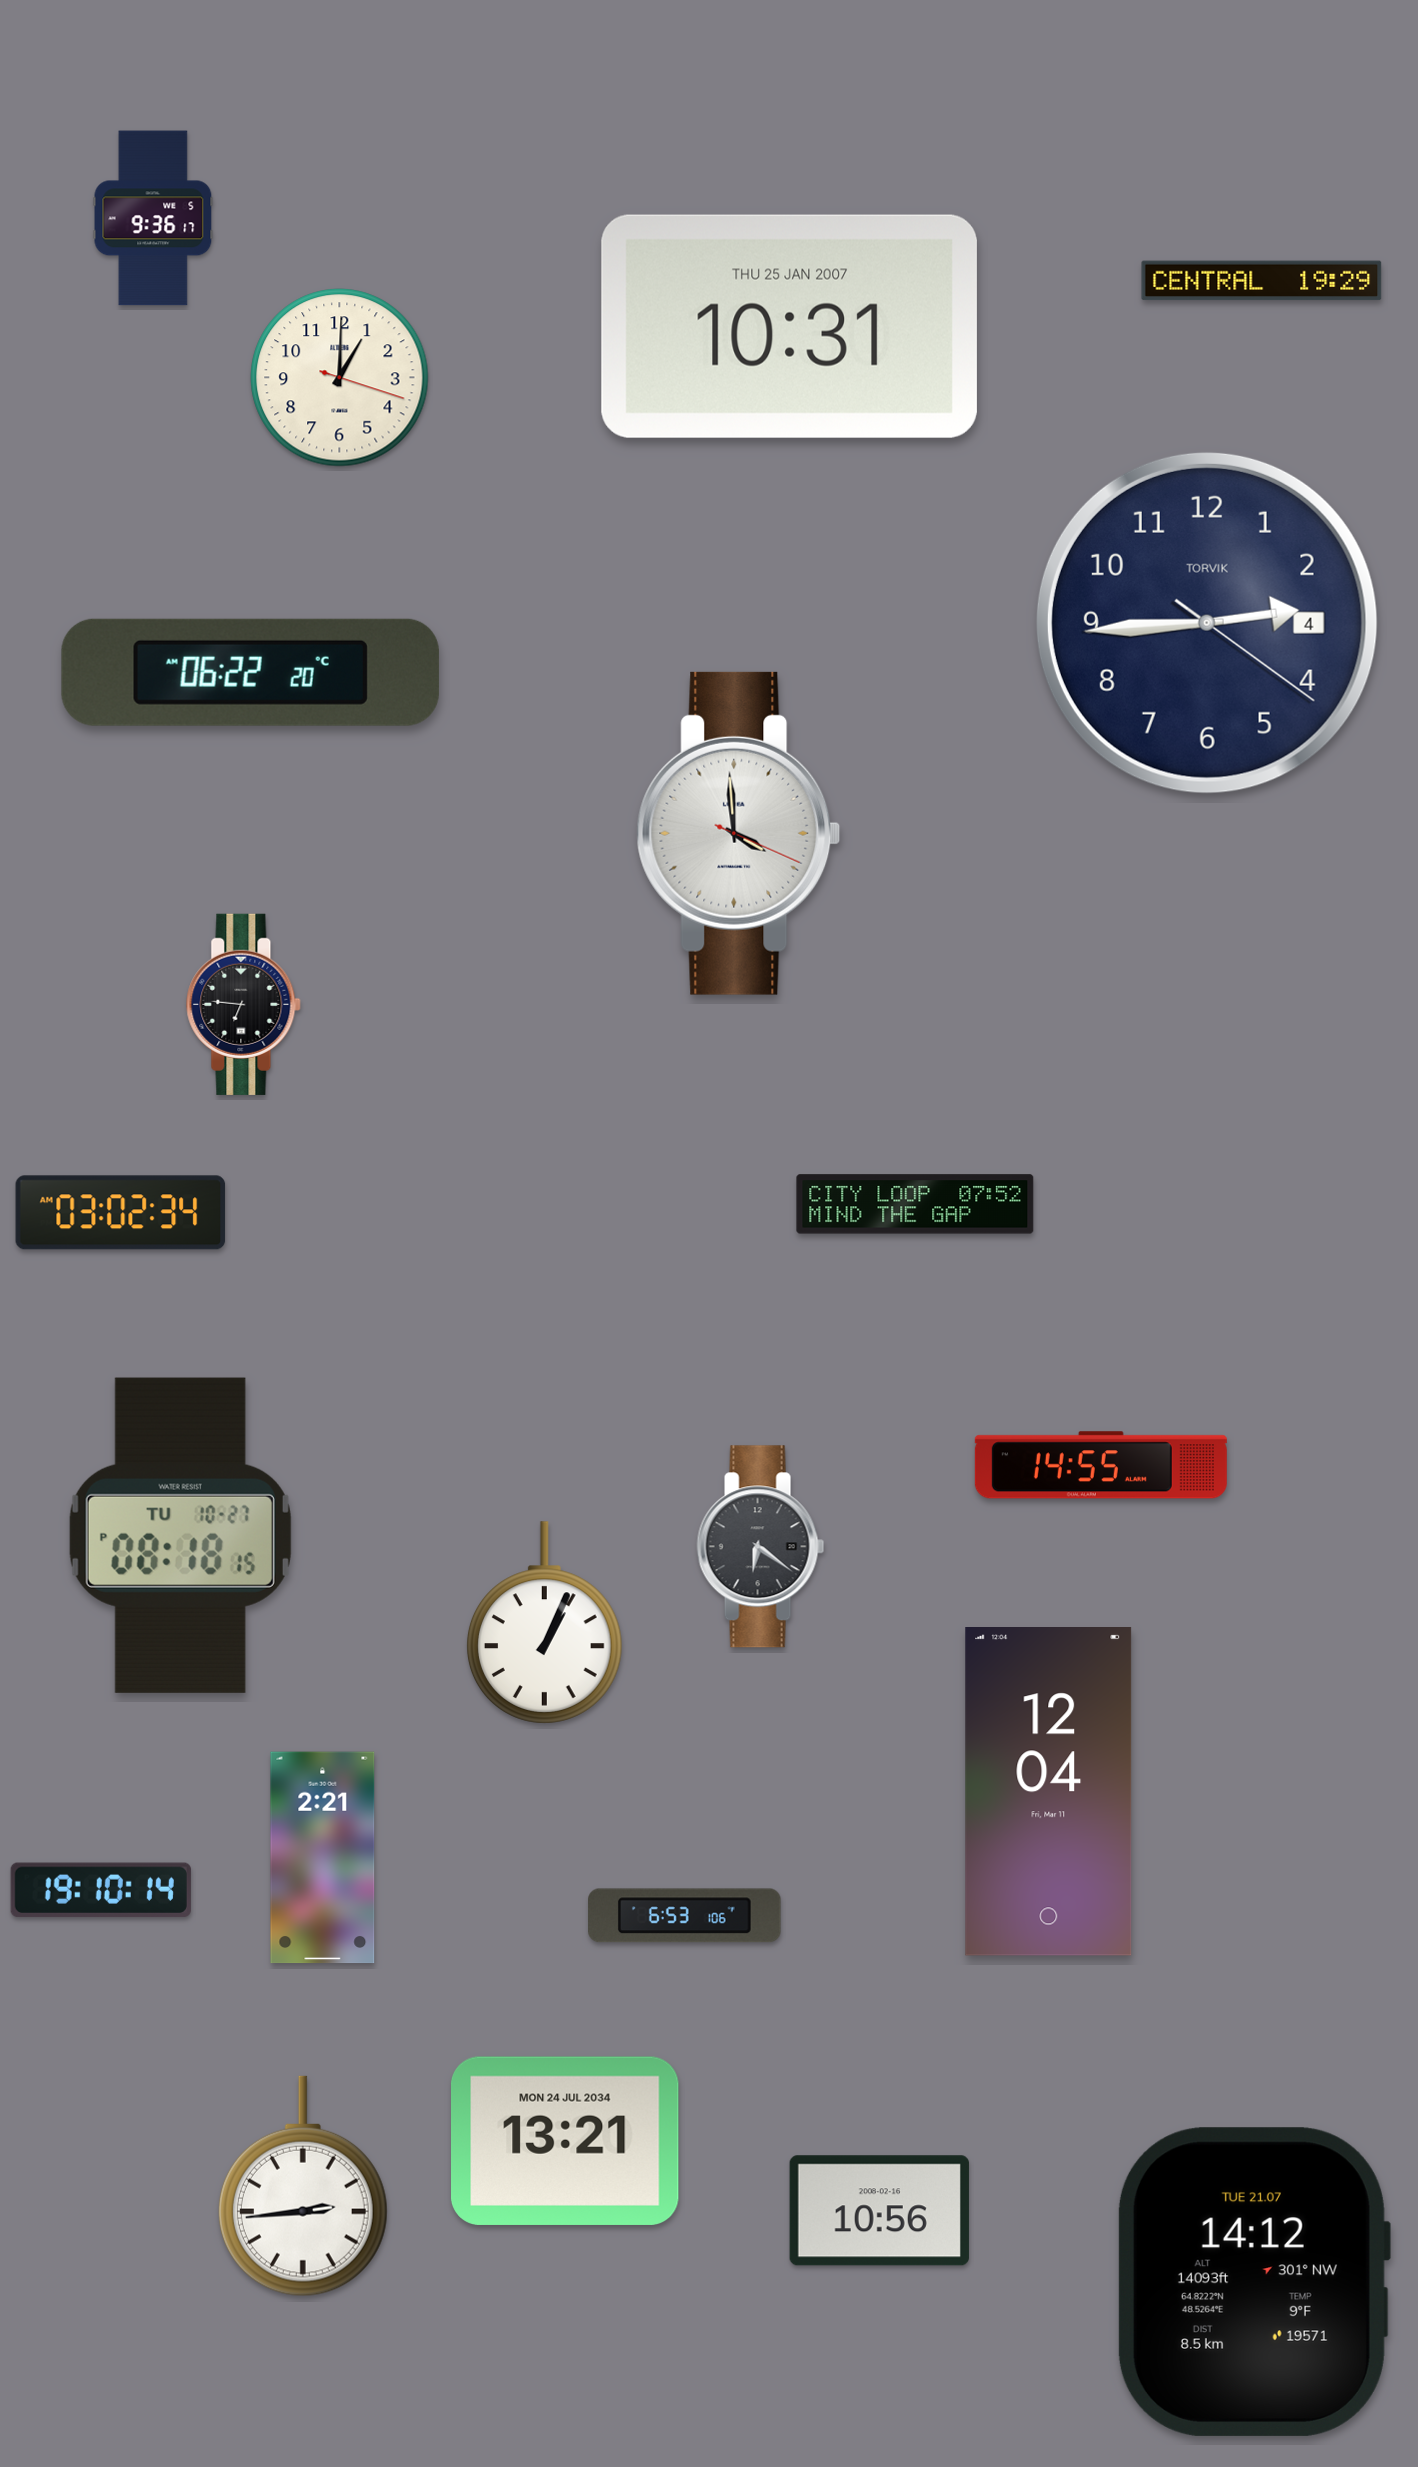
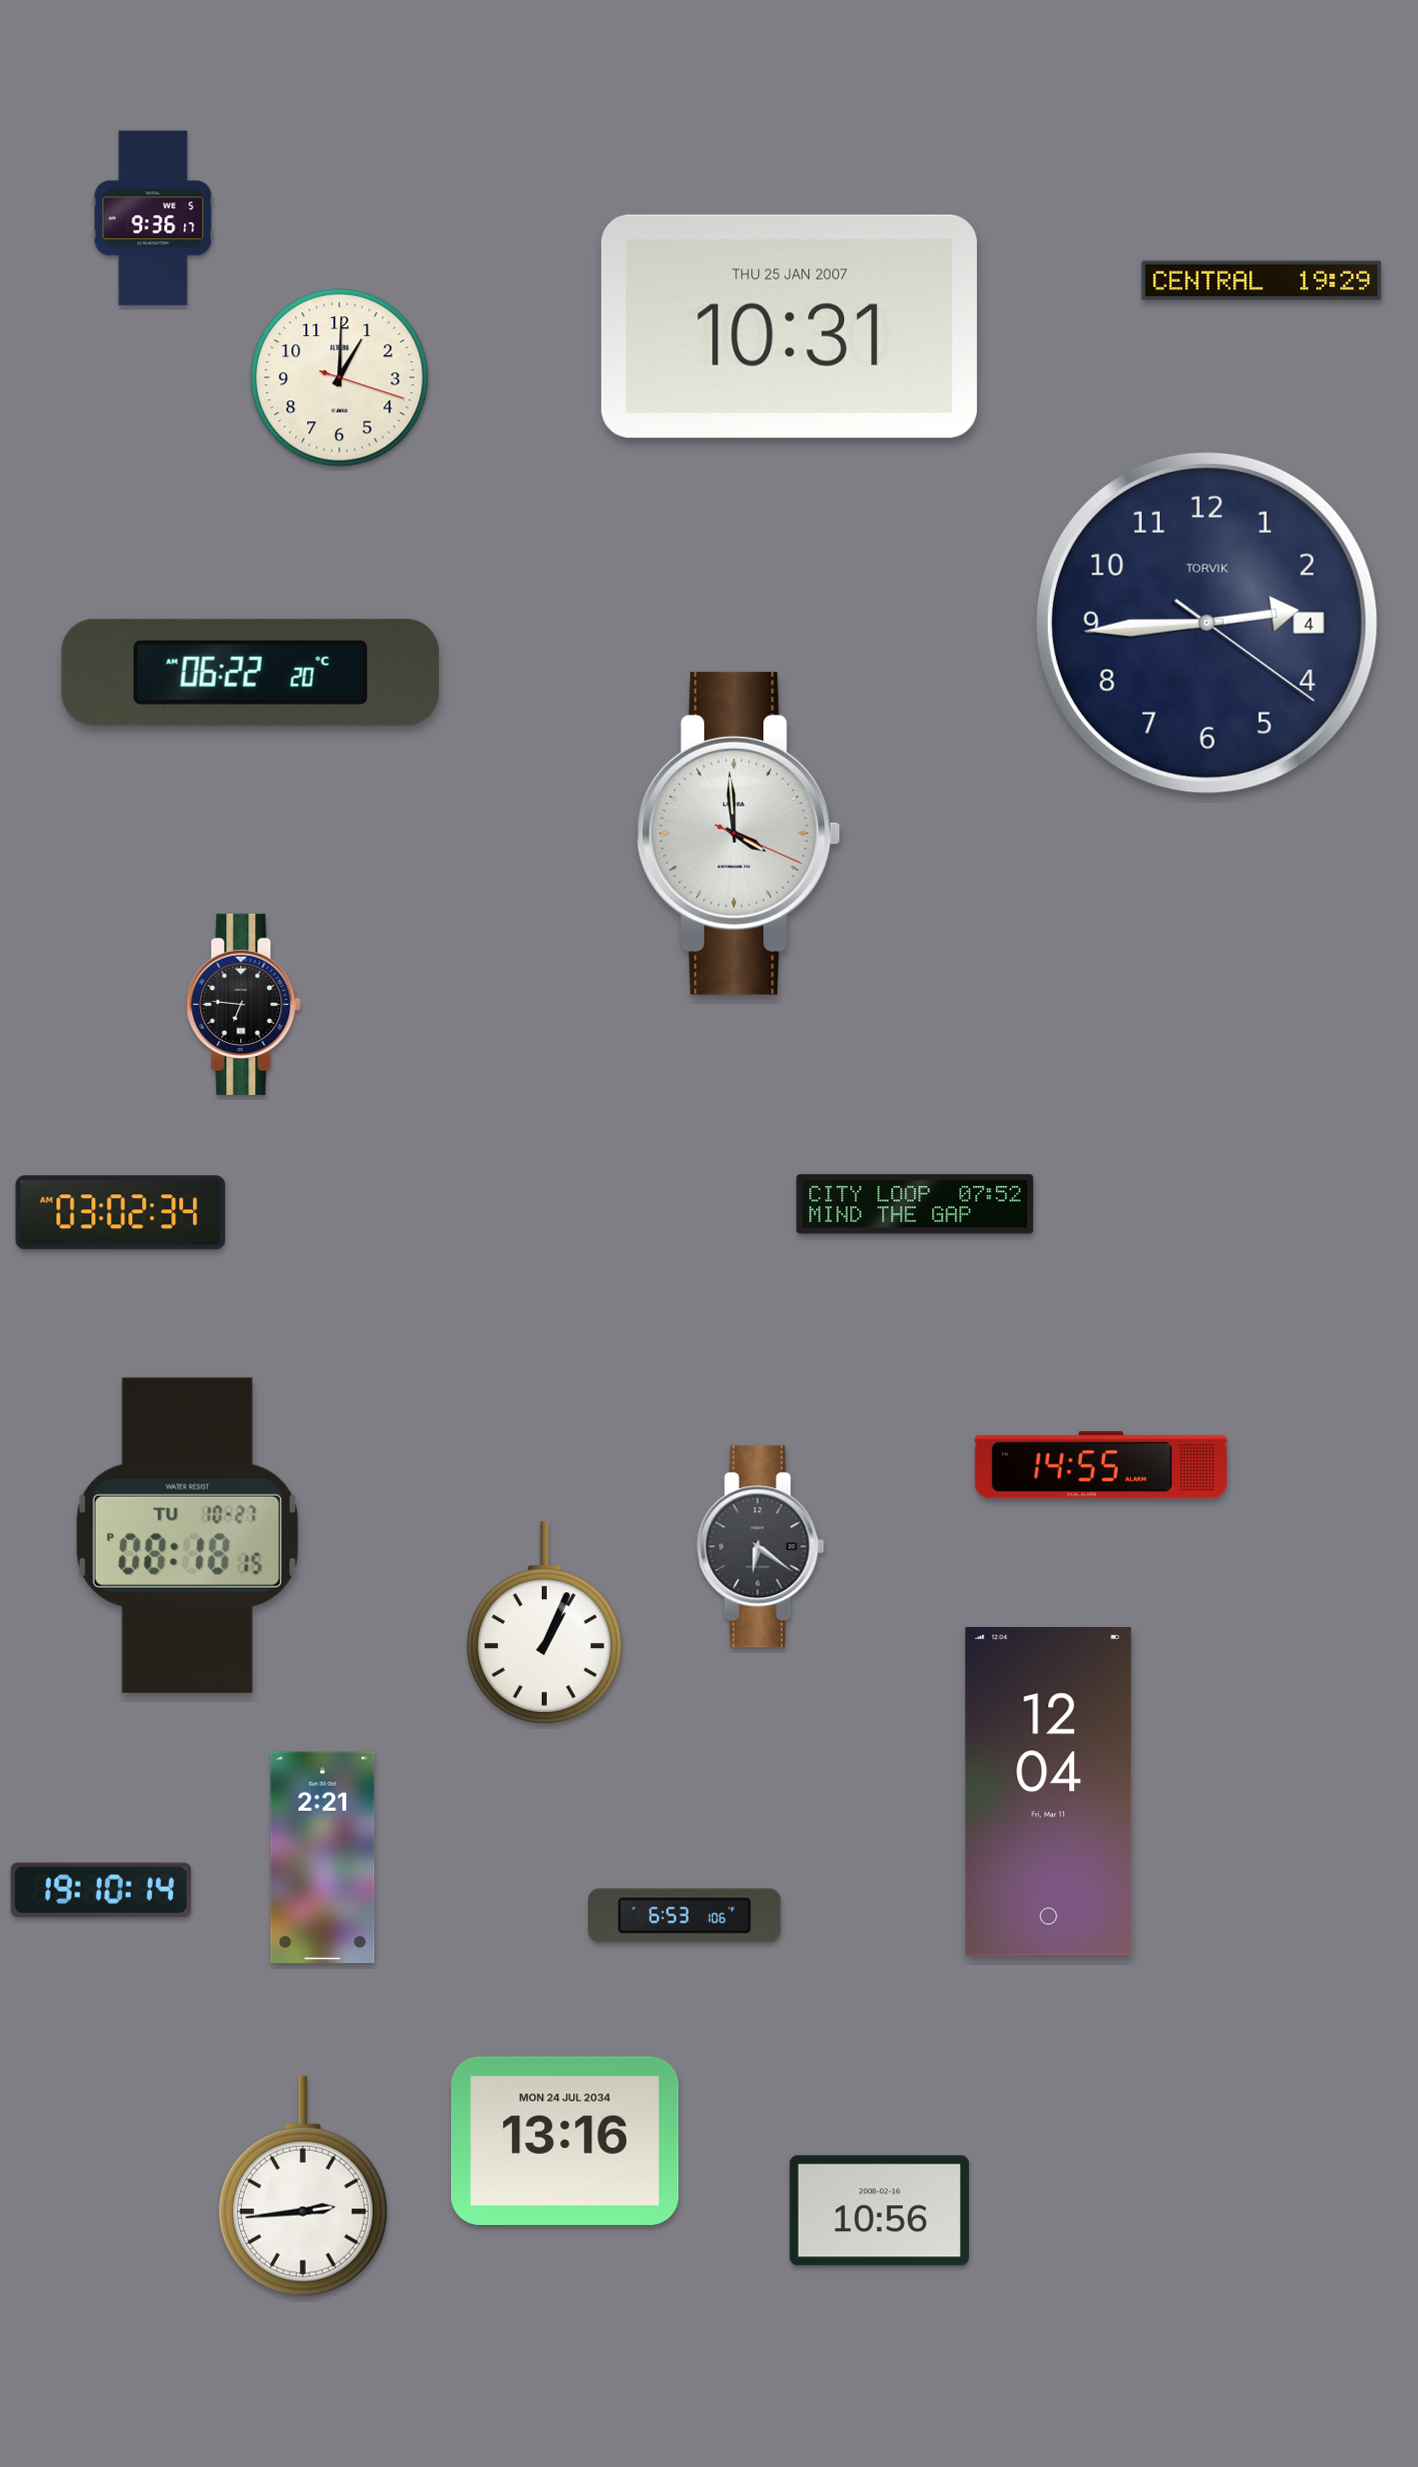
clock at (180, 1535) position: (180, 1535) -> (187, 1535)
clock at (566, 2141): 13:21 -> 13:16
clock at (1253, 2282): 14:12 -> none
